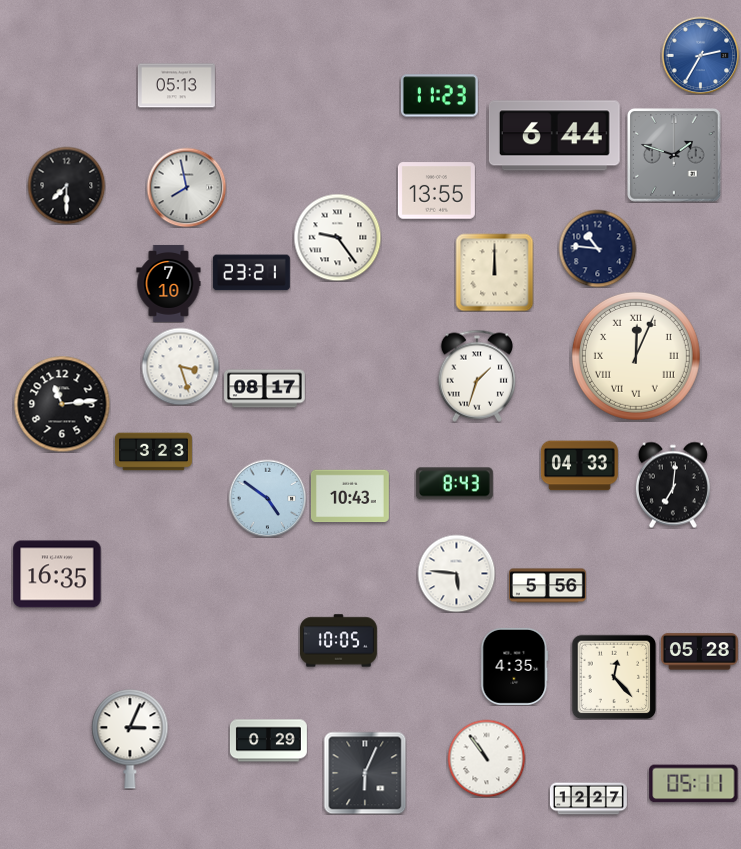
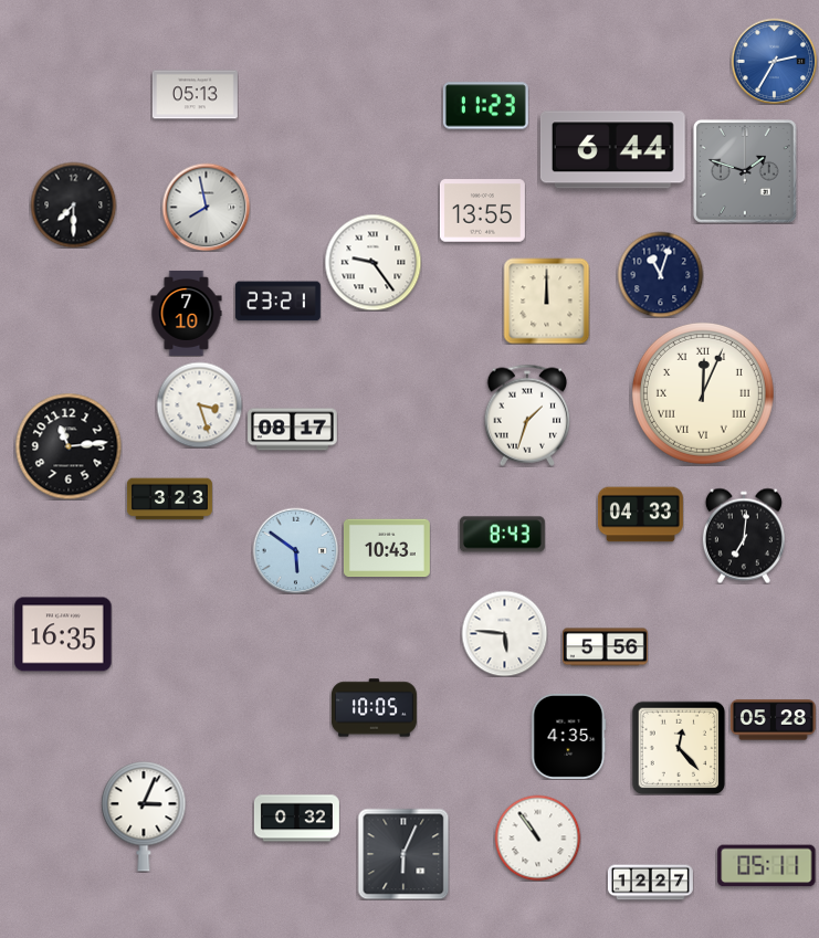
clock at (597, 248): 10:46 -> 11:03
clock at (267, 498): 4:51 -> 5:51
clock at (268, 741): 0:29 -> 0:32
